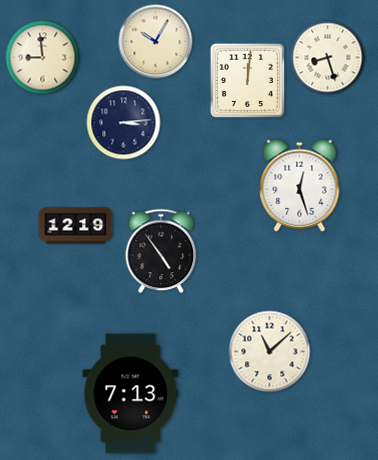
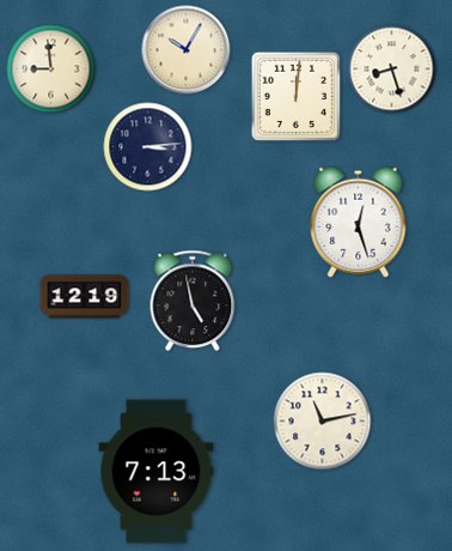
clock at (76, 226) position: (76, 226) -> (85, 297)
clock at (161, 251): 4:54 -> 4:58
clock at (270, 352): 11:08 -> 11:13
